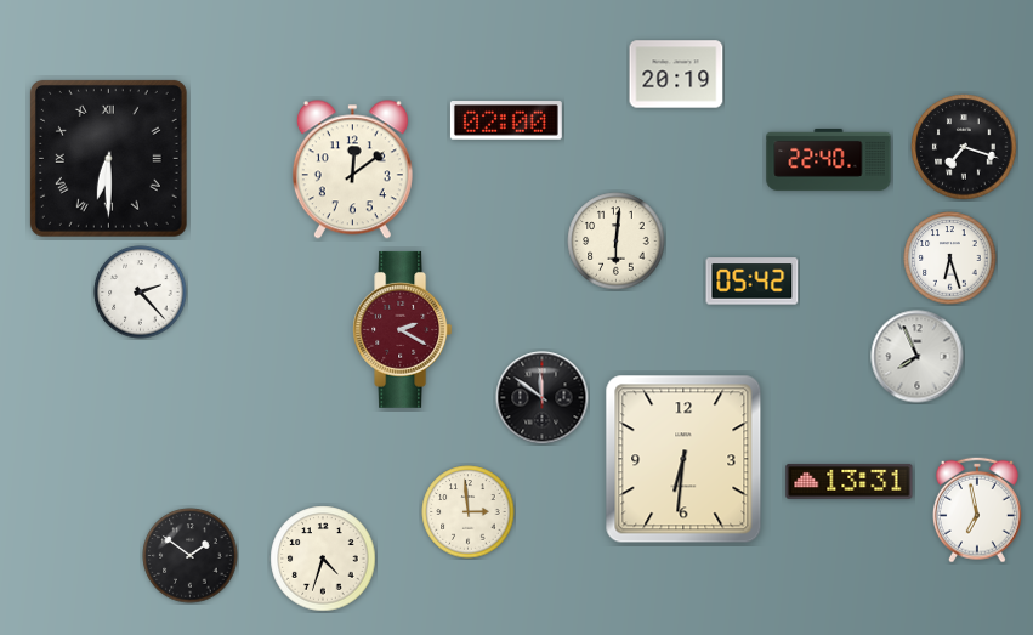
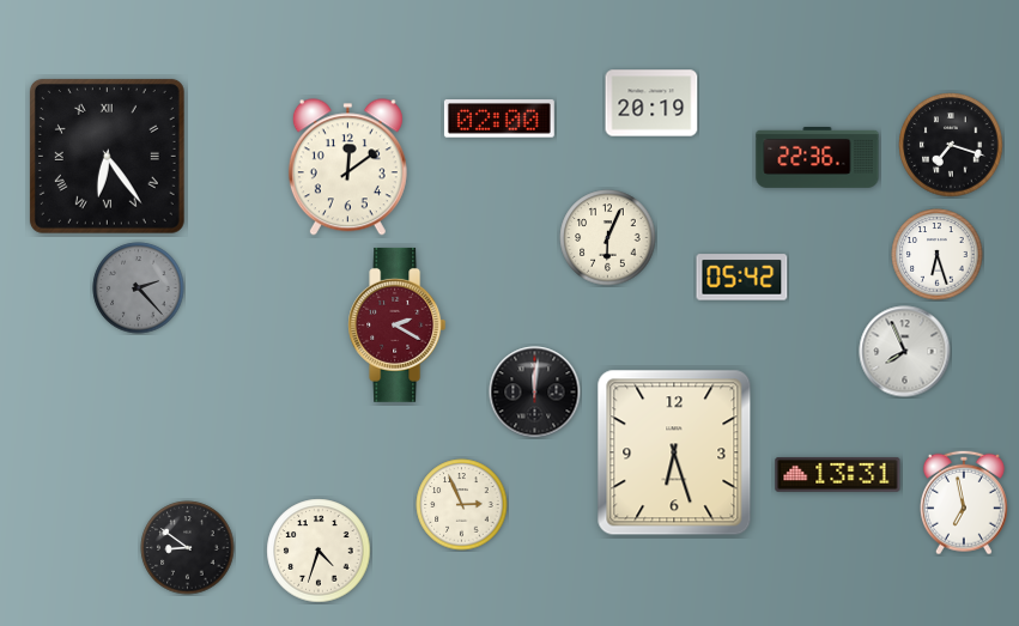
clock at (676, 74) position: (676, 74) -> (651, 103)
clock at (108, 158): 6:30 -> 6:24
clock at (829, 159): 22:40 -> 22:36
clock at (617, 242): 6:01 -> 6:04
clock at (141, 293) dial: white -> grey
clock at (543, 398): 11:51 -> 12:01
clock at (683, 459): 6:31 -> 6:27
clock at (469, 512): 2:59 -> 2:56
clock at (191, 556): 1:51 -> 8:51
